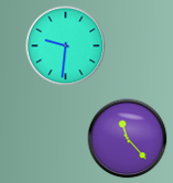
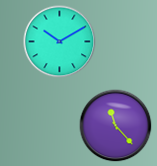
clock at (66, 46): 9:31 -> 10:10
